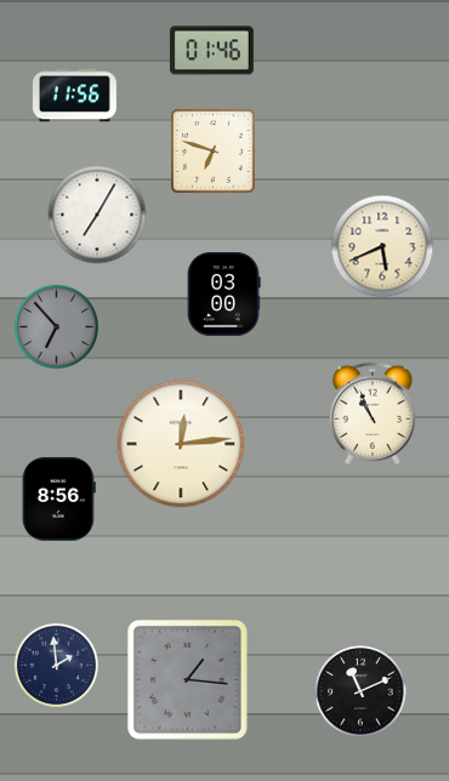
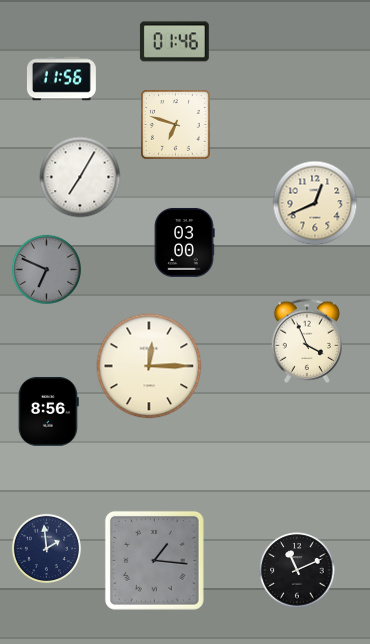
clock at (382, 246): 5:41 -> 12:41
clock at (56, 326): 6:53 -> 6:49
clock at (371, 414): 10:56 -> 3:56
clock at (181, 444): 12:14 -> 12:15
